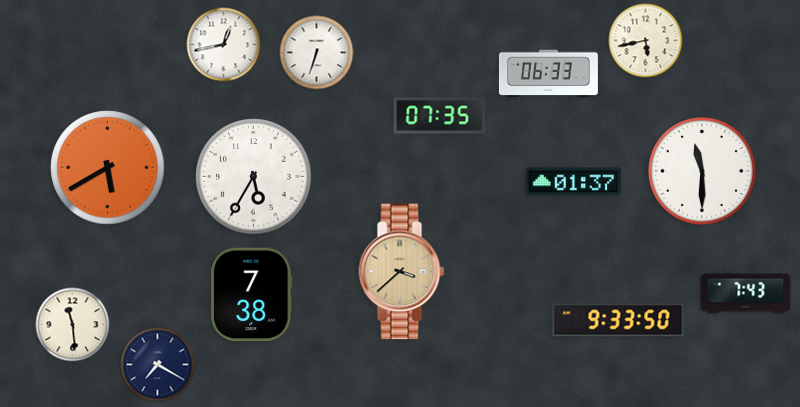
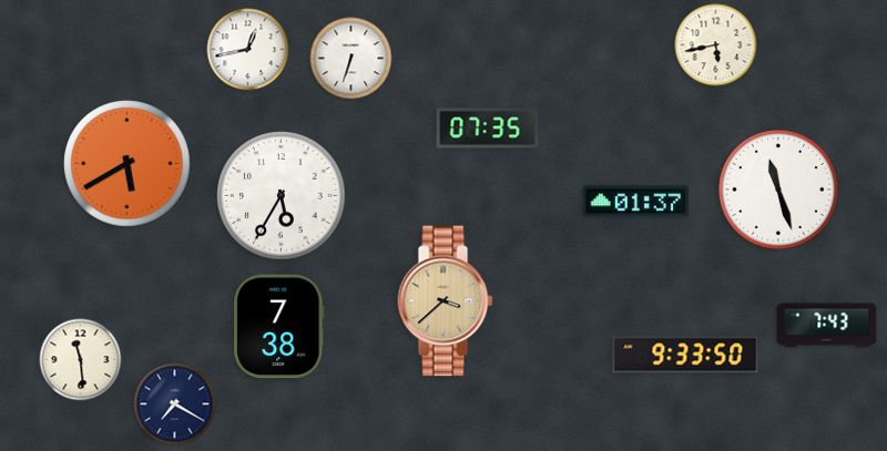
clock at (548, 74): 06:33 -> none
clock at (108, 168) position: (108, 168) -> (128, 164)
clock at (702, 171): 11:30 -> 11:27
